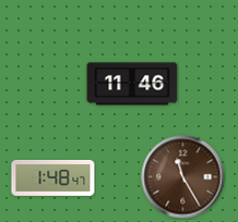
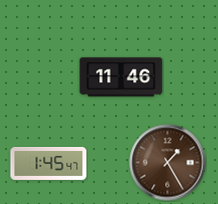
clock at (53, 177): 1:48 -> 1:45
clock at (183, 177): 11:25 -> 1:25
